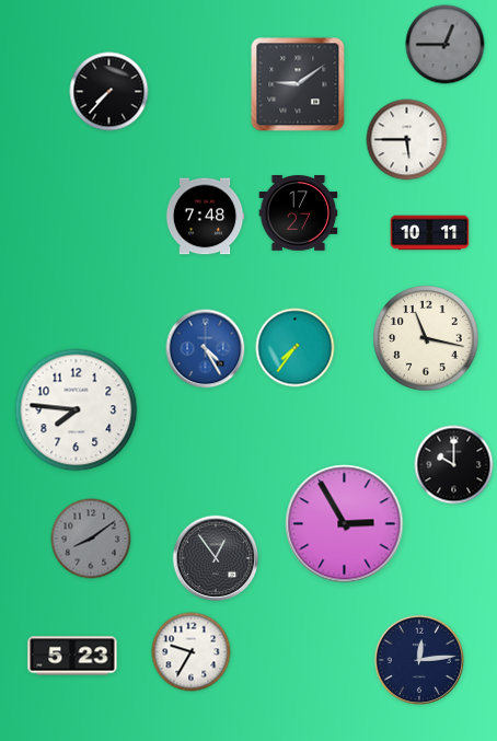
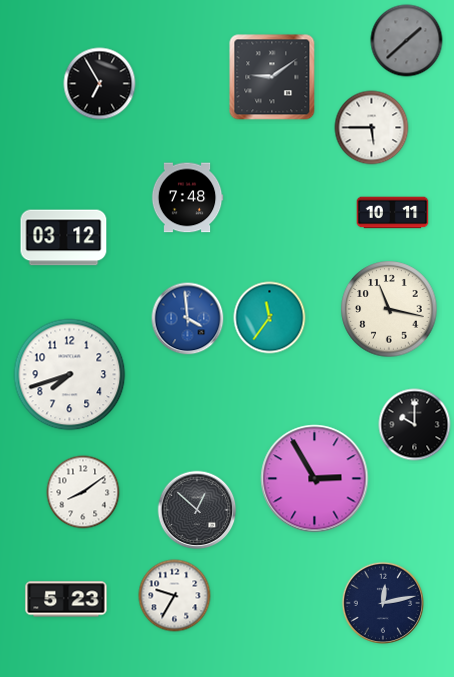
clock at (446, 45): 12:45 -> 1:38
clock at (109, 92): 7:37 -> 6:55
clock at (299, 213): 17:27 -> none
clock at (64, 238): none -> 03:12
clock at (296, 348): 7:36 -> 11:36
clock at (206, 349): 4:25 -> 3:59
clock at (77, 410): 7:46 -> 7:42
clock at (91, 539) dial: grey -> white
clock at (216, 558): 12:54 -> 12:52
clock at (419, 660): 12:14 -> 12:13
